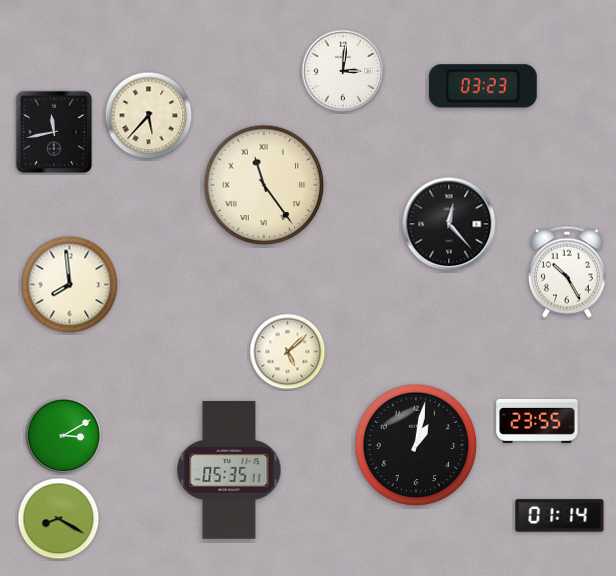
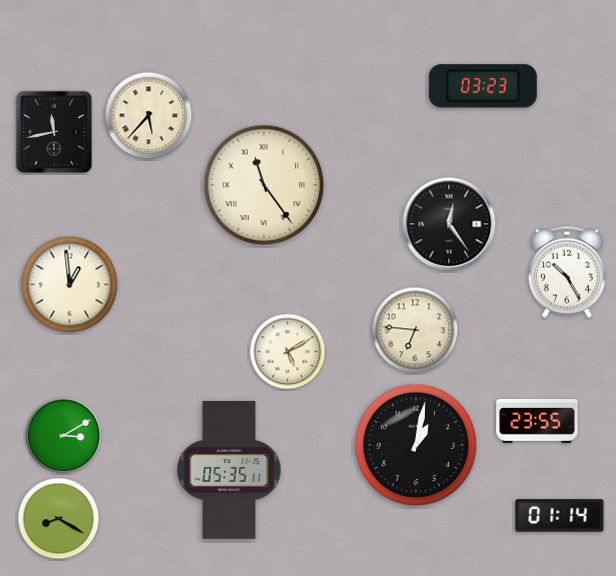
clock at (343, 71): 3:01 -> none
clock at (449, 224): 12:23 -> 12:24
clock at (70, 285): 7:59 -> 12:59
clock at (415, 330): none -> 6:46
clock at (288, 352): 5:08 -> 5:10
